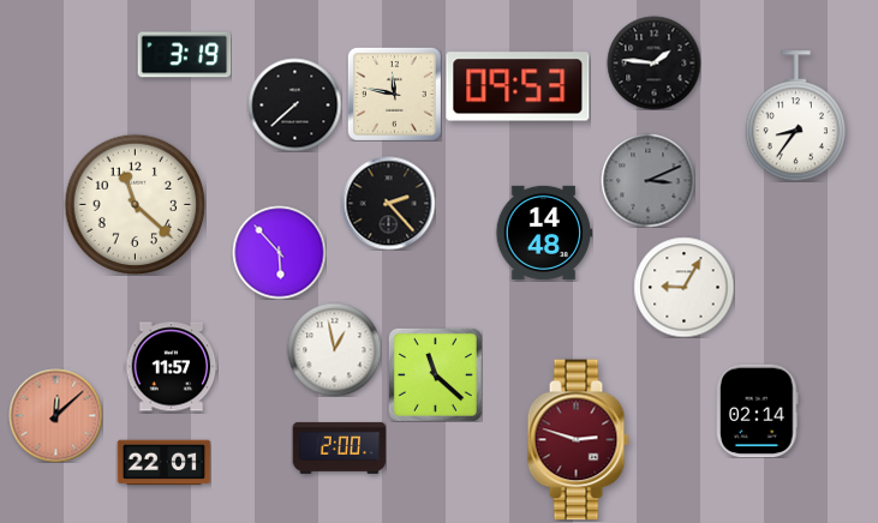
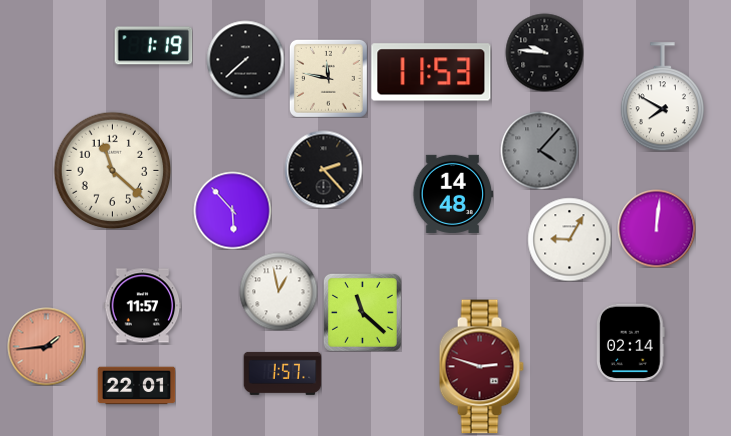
clock at (184, 55): 3:19 -> 1:19
clock at (653, 62): 1:46 -> 9:46
clock at (518, 86): 09:53 -> 11:53
clock at (294, 104) position: (294, 104) -> (245, 59)
clock at (795, 116): 8:36 -> 7:50
clock at (647, 180): 3:11 -> 4:07
clock at (656, 228): none -> 12:01
clock at (55, 415): 12:08 -> 1:44
clock at (339, 447): 2:00 -> 1:57
